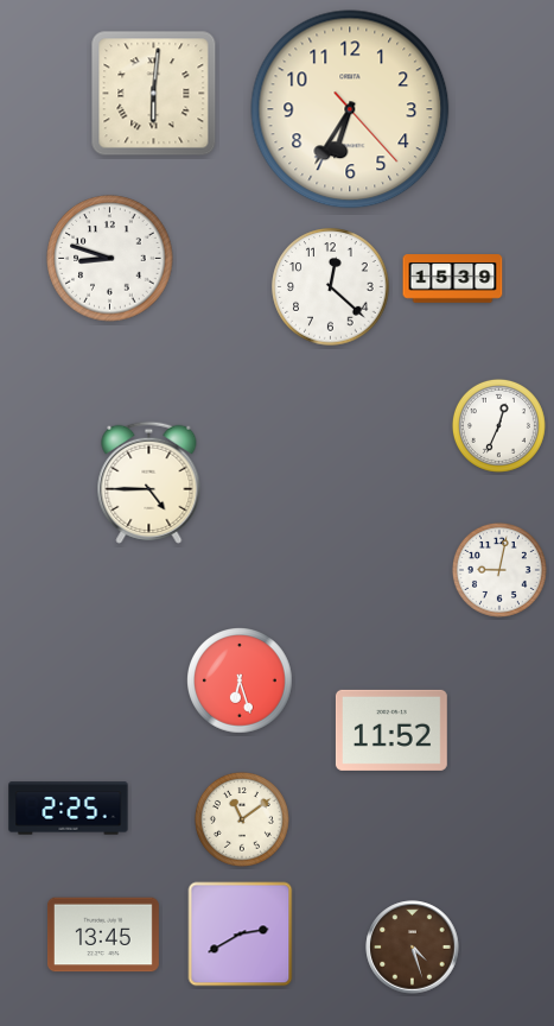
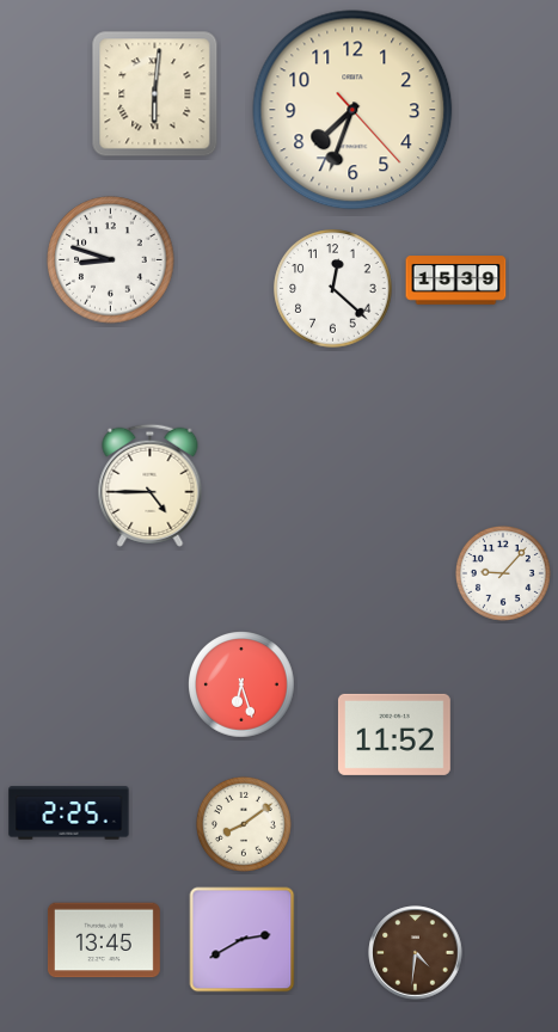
clock at (350, 109): 6:35 -> 7:33
clock at (498, 425): 12:34 -> none
clock at (499, 570): 9:02 -> 9:07
clock at (242, 819): 11:09 -> 8:09
clock at (413, 948): 4:27 -> 4:31
